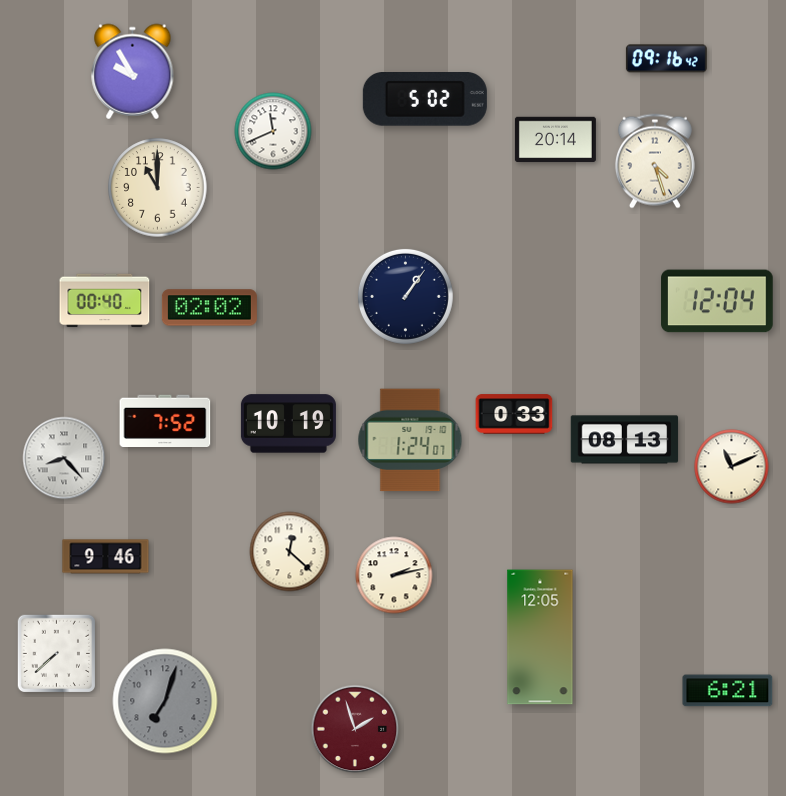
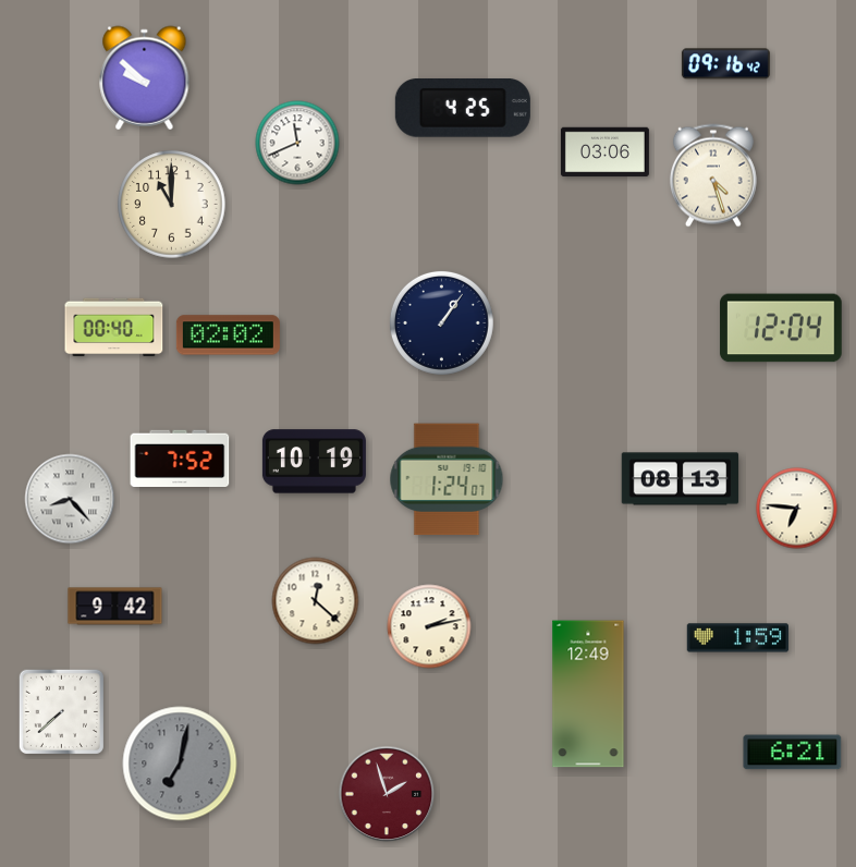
clock at (133, 72): 9:55 -> 9:52
clock at (425, 100): 5:02 -> 4:25
clock at (555, 140): 20:14 -> 03:06
clock at (514, 414): 0:33 -> none
clock at (732, 467): 11:11 -> 6:46
clock at (106, 557): 9:46 -> 9:42
clock at (738, 638): none -> 1:59
clock at (540, 637): 12:05 -> 12:49
clock at (165, 701): 7:03 -> 7:02
